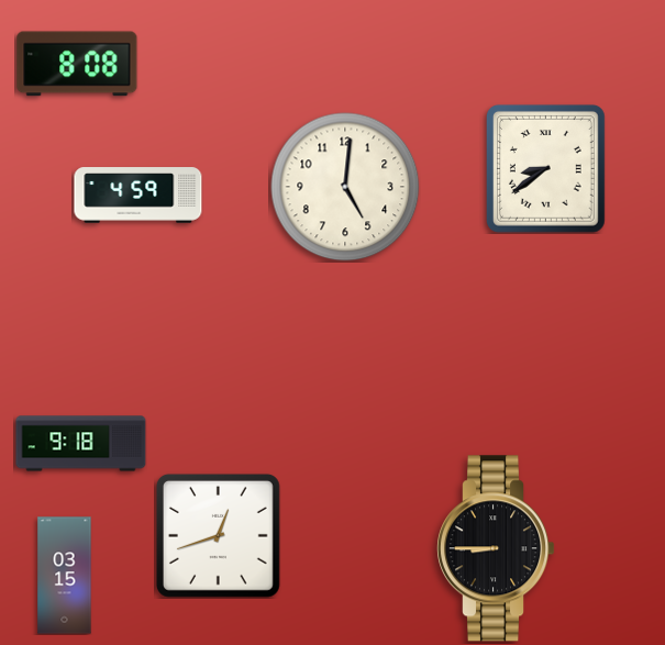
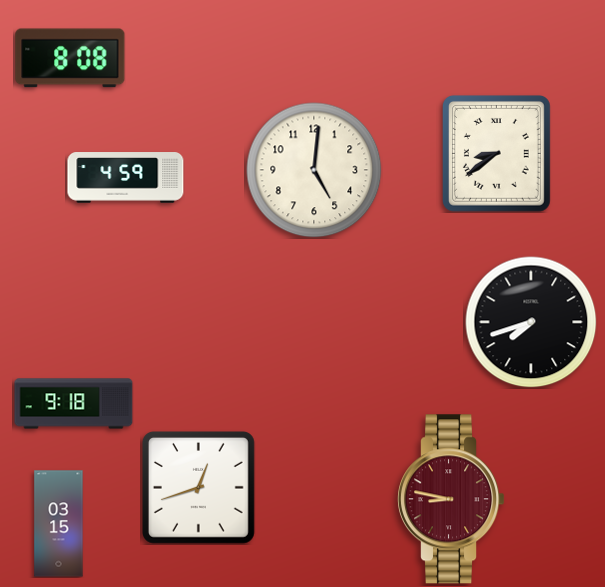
clock at (531, 322): none -> 7:42
clock at (497, 548): 8:45 -> 8:47
clock at (497, 548) dial: black -> burgundy
